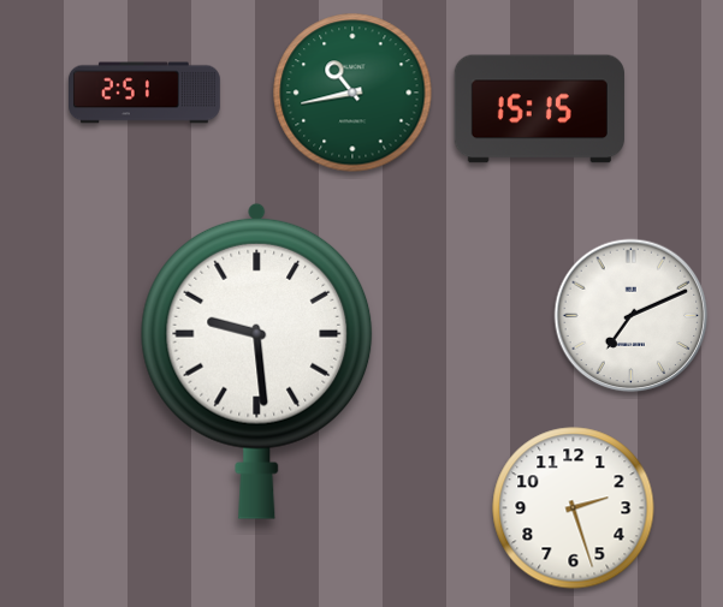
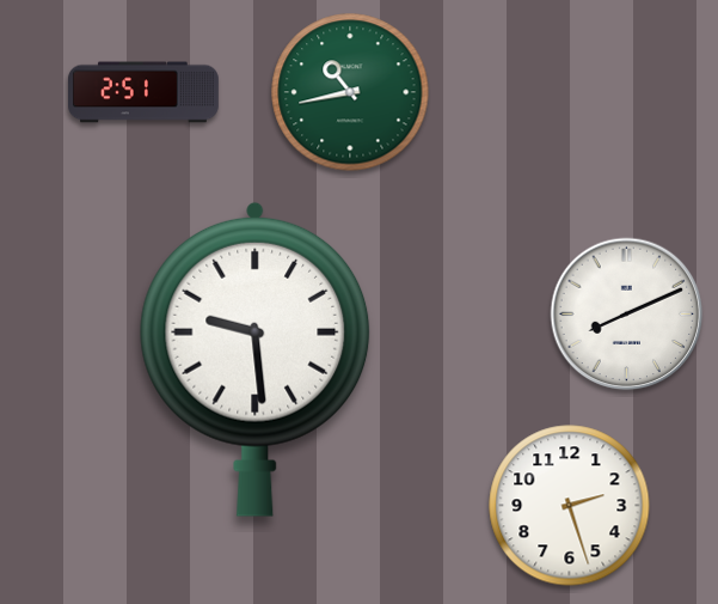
clock at (539, 109): 15:15 -> none
clock at (632, 316): 7:11 -> 8:11
